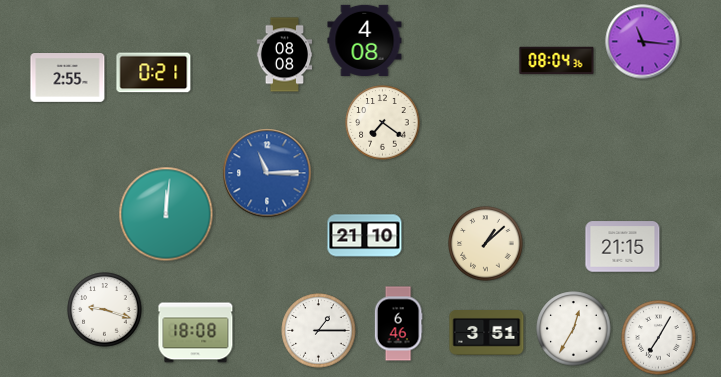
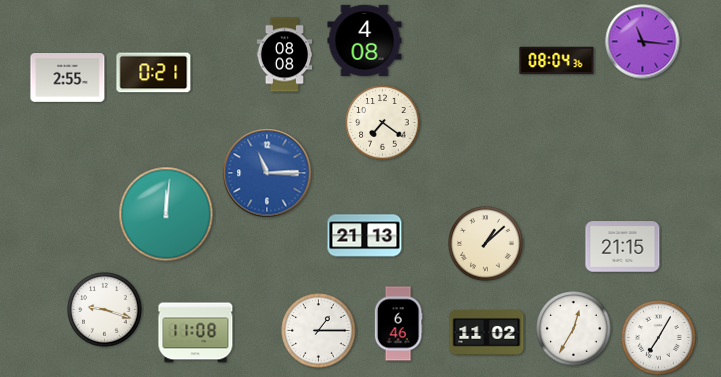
clock at (365, 236): 21:10 -> 21:13
clock at (196, 333): 18:08 -> 11:08
clock at (487, 333): 3:51 -> 11:02
